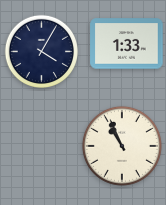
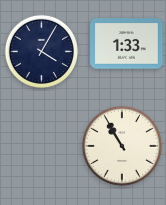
clock at (122, 146): 10:56 -> 10:55
